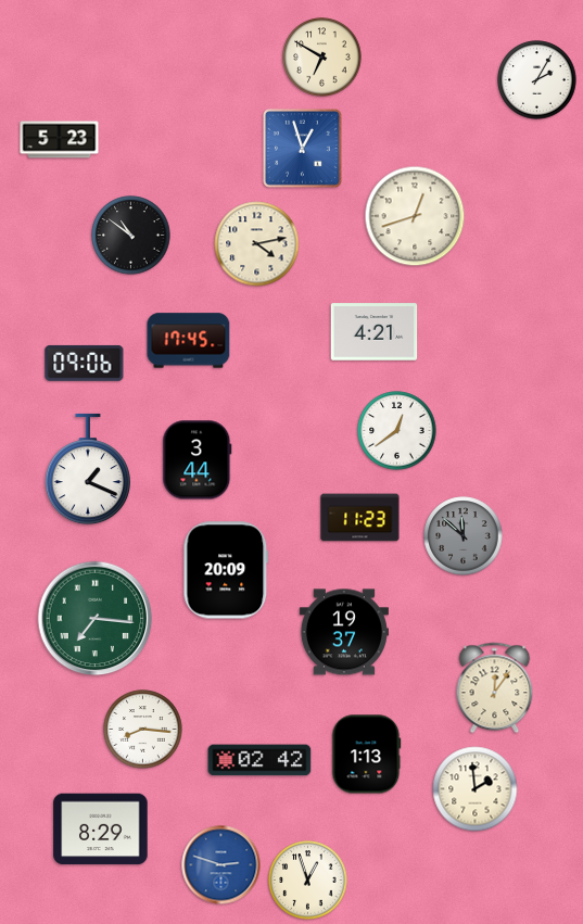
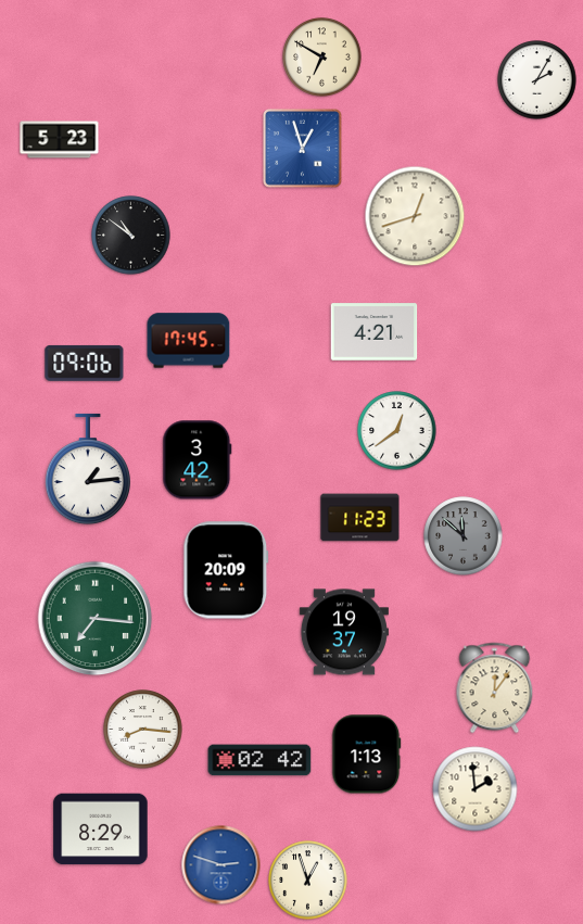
clock at (257, 244): 4:13 -> none
clock at (198, 460): 3:44 -> 3:42
clock at (88, 469): 1:19 -> 1:14
